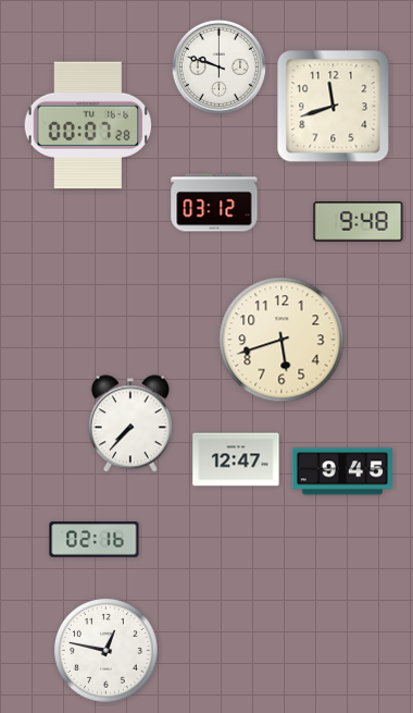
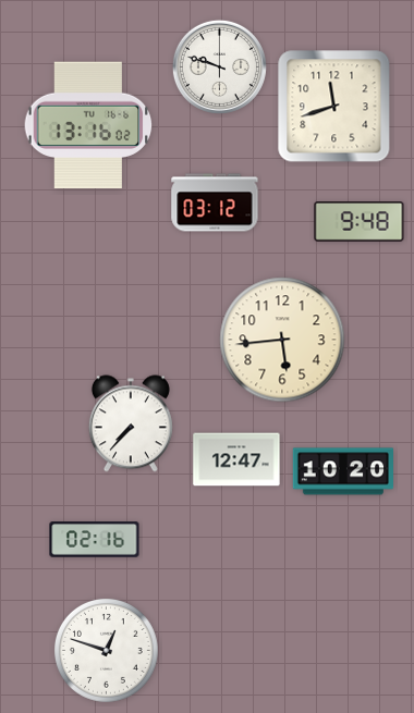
clock at (88, 125): 00:07 -> 13:16
clock at (281, 340): 5:42 -> 5:44
clock at (341, 471): 9:45 -> 10:20
clock at (105, 650): 12:47 -> 12:48
